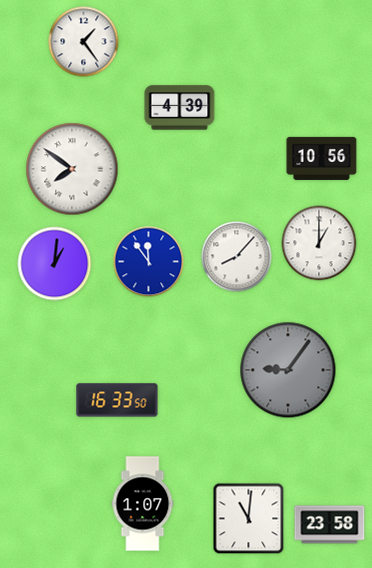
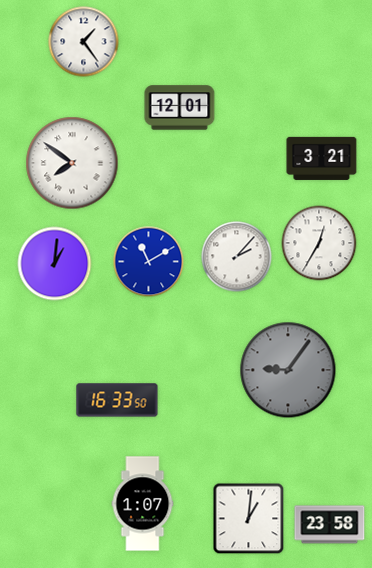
clock at (180, 108): 4:39 -> 12:01
clock at (322, 158): 10:56 -> 3:21
clock at (72, 169) position: (72, 169) -> (72, 163)
clock at (319, 243): 1:00 -> 12:35
clock at (237, 257): 8:07 -> 2:07
clock at (149, 262): 11:54 -> 11:10
clock at (249, 519): 11:01 -> 1:01
